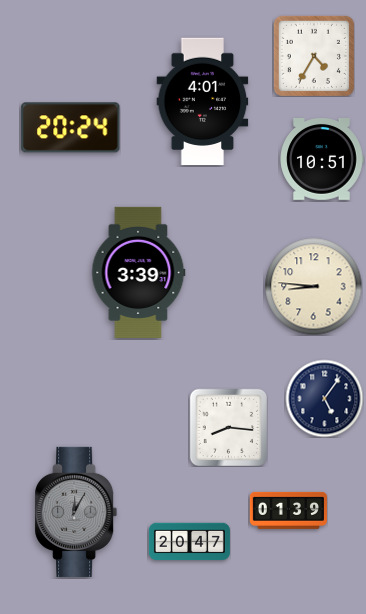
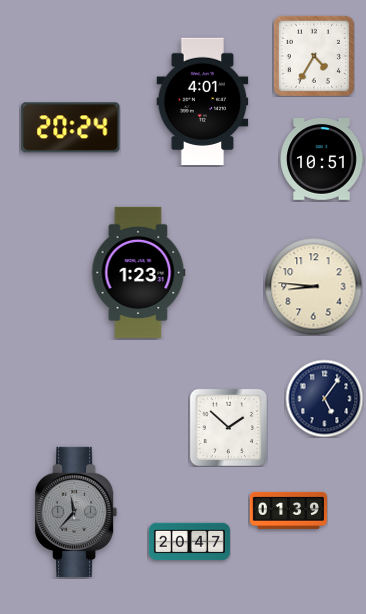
clock at (139, 272): 3:39 -> 1:23
clock at (228, 427): 8:16 -> 1:52
clock at (76, 512): 12:05 -> 11:37
